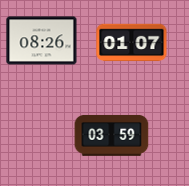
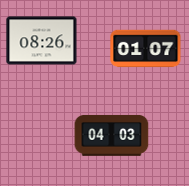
clock at (132, 43) position: (132, 43) -> (146, 49)
clock at (112, 136): 03:59 -> 04:03
